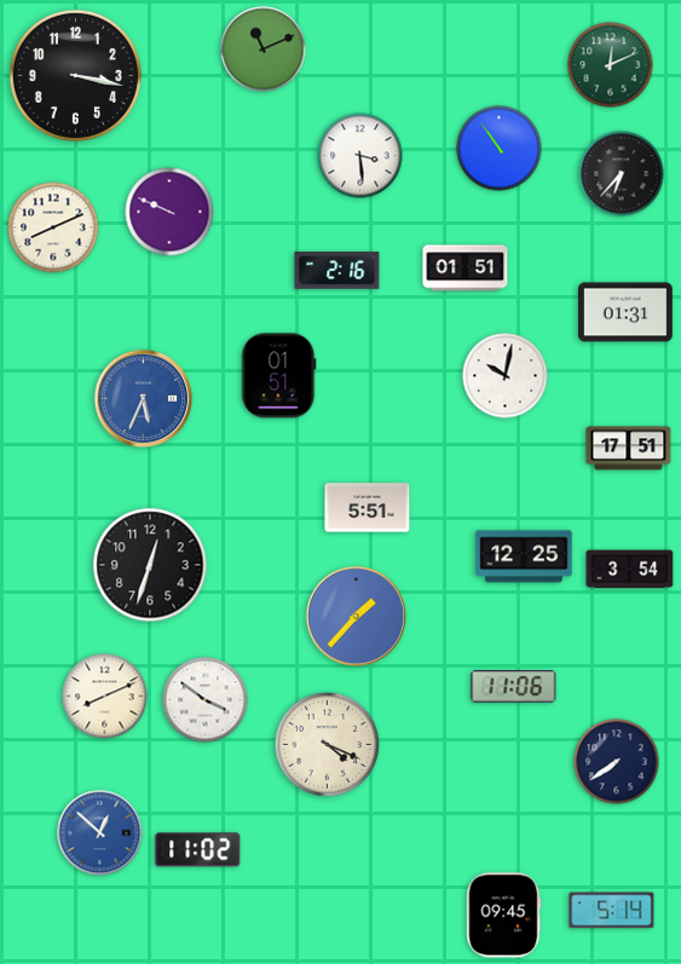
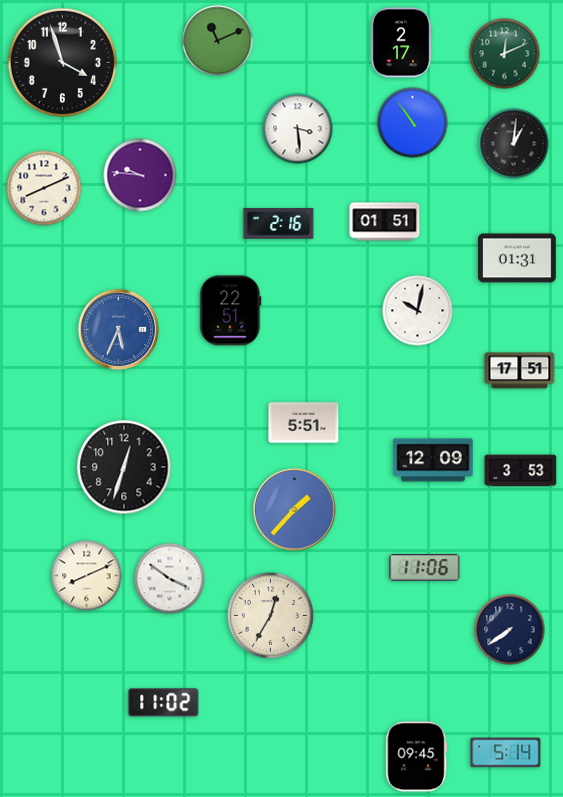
clock at (401, 43): none -> 2:17
clock at (75, 75): 3:17 -> 3:57
clock at (622, 174): 6:37 -> 1:01
clock at (169, 212): 9:49 -> 9:46
clock at (279, 376): 01:51 -> 22:51
clock at (368, 508) position: (368, 508) -> (304, 423)
clock at (524, 556): 12:25 -> 12:09
clock at (630, 570): 3:54 -> 3:53
clock at (327, 744): 4:19 -> 12:35
clock at (100, 833): 12:52 -> none
